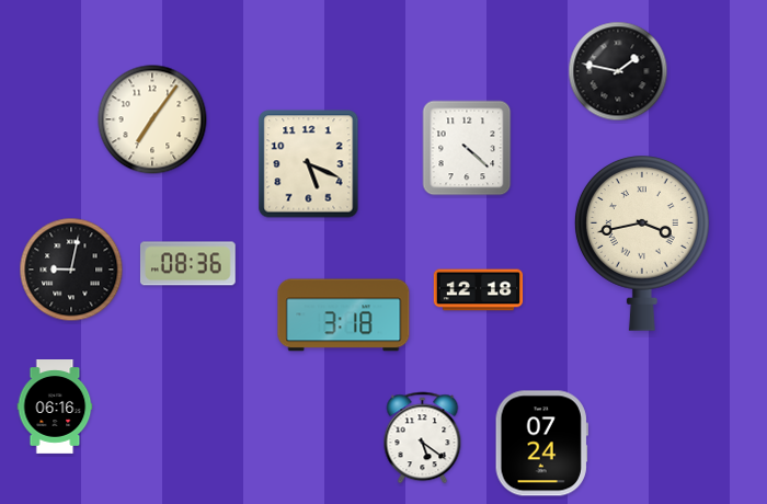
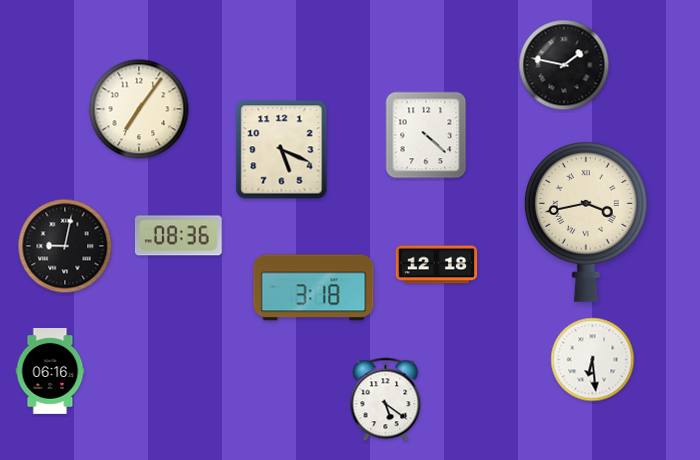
clock at (187, 264) position: (187, 264) -> (178, 236)
clock at (593, 360): none -> 6:29
clock at (541, 444): 07:24 -> none
